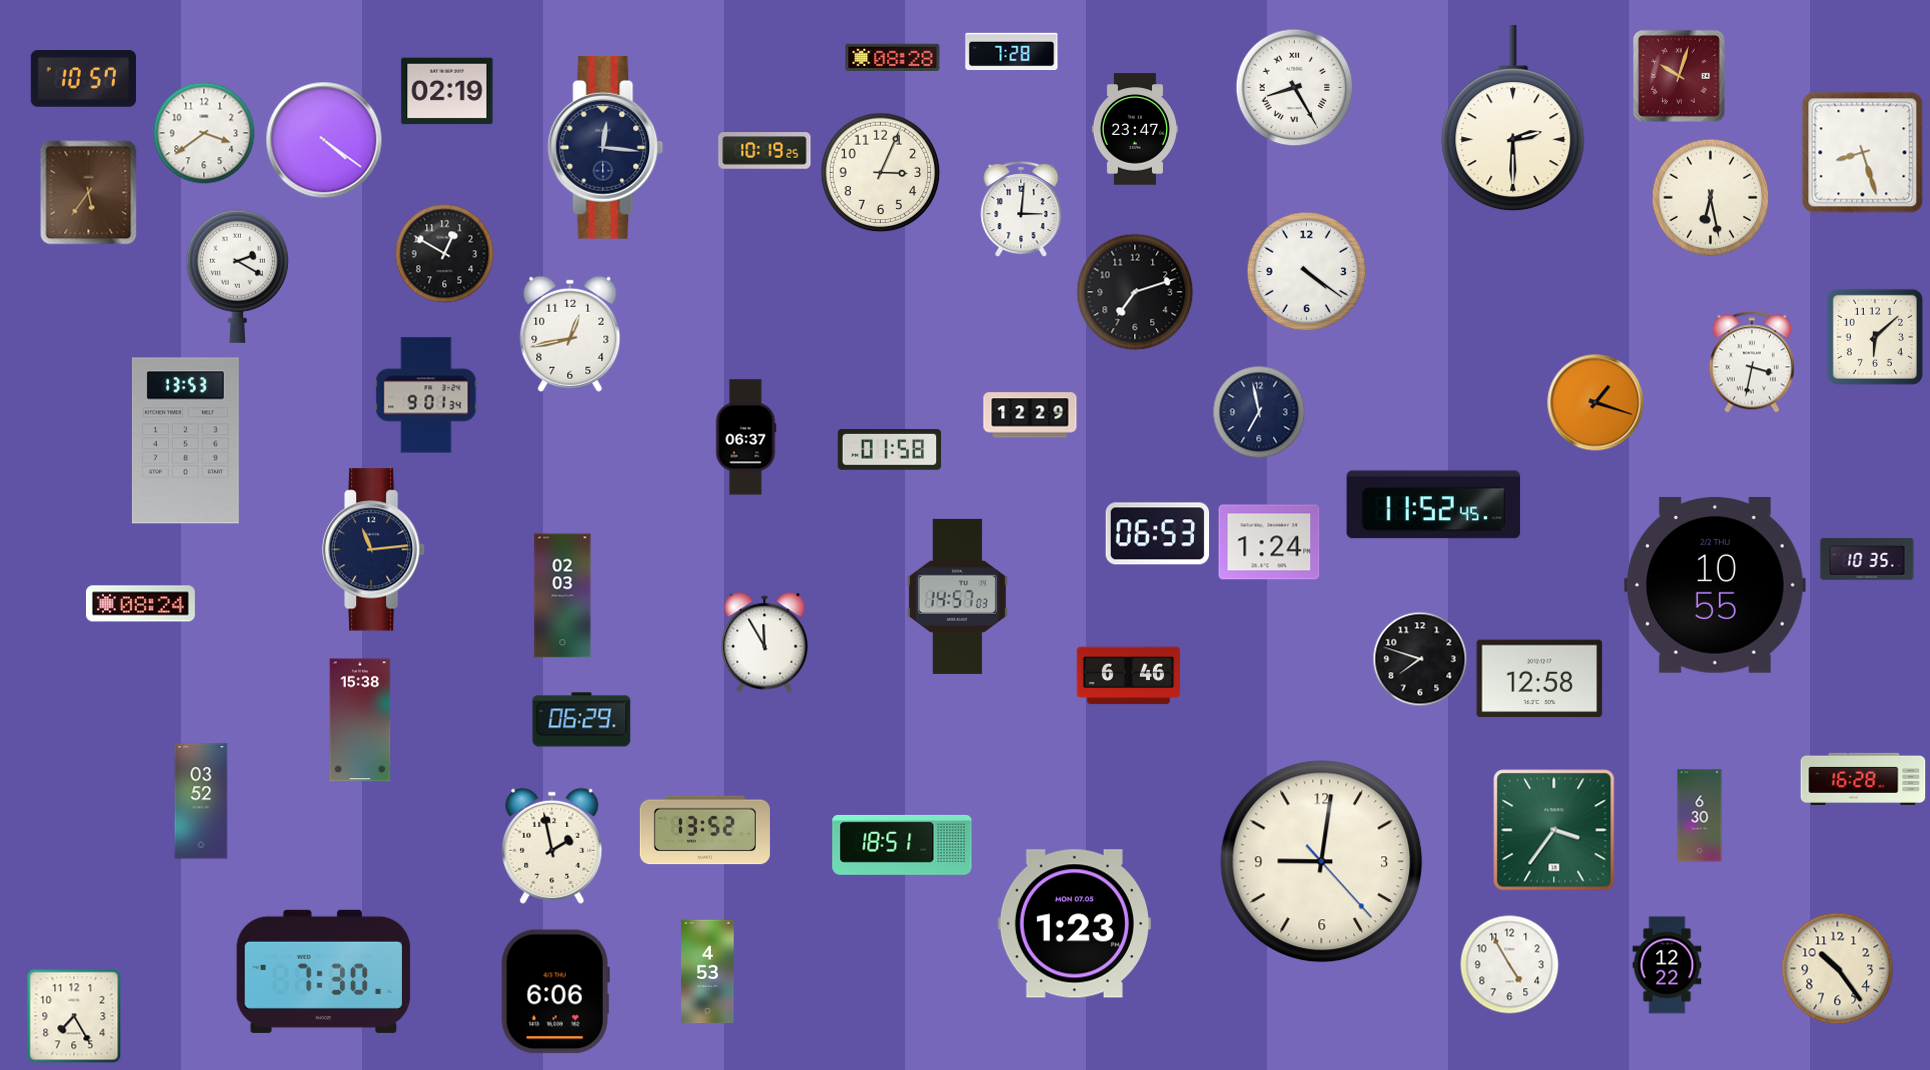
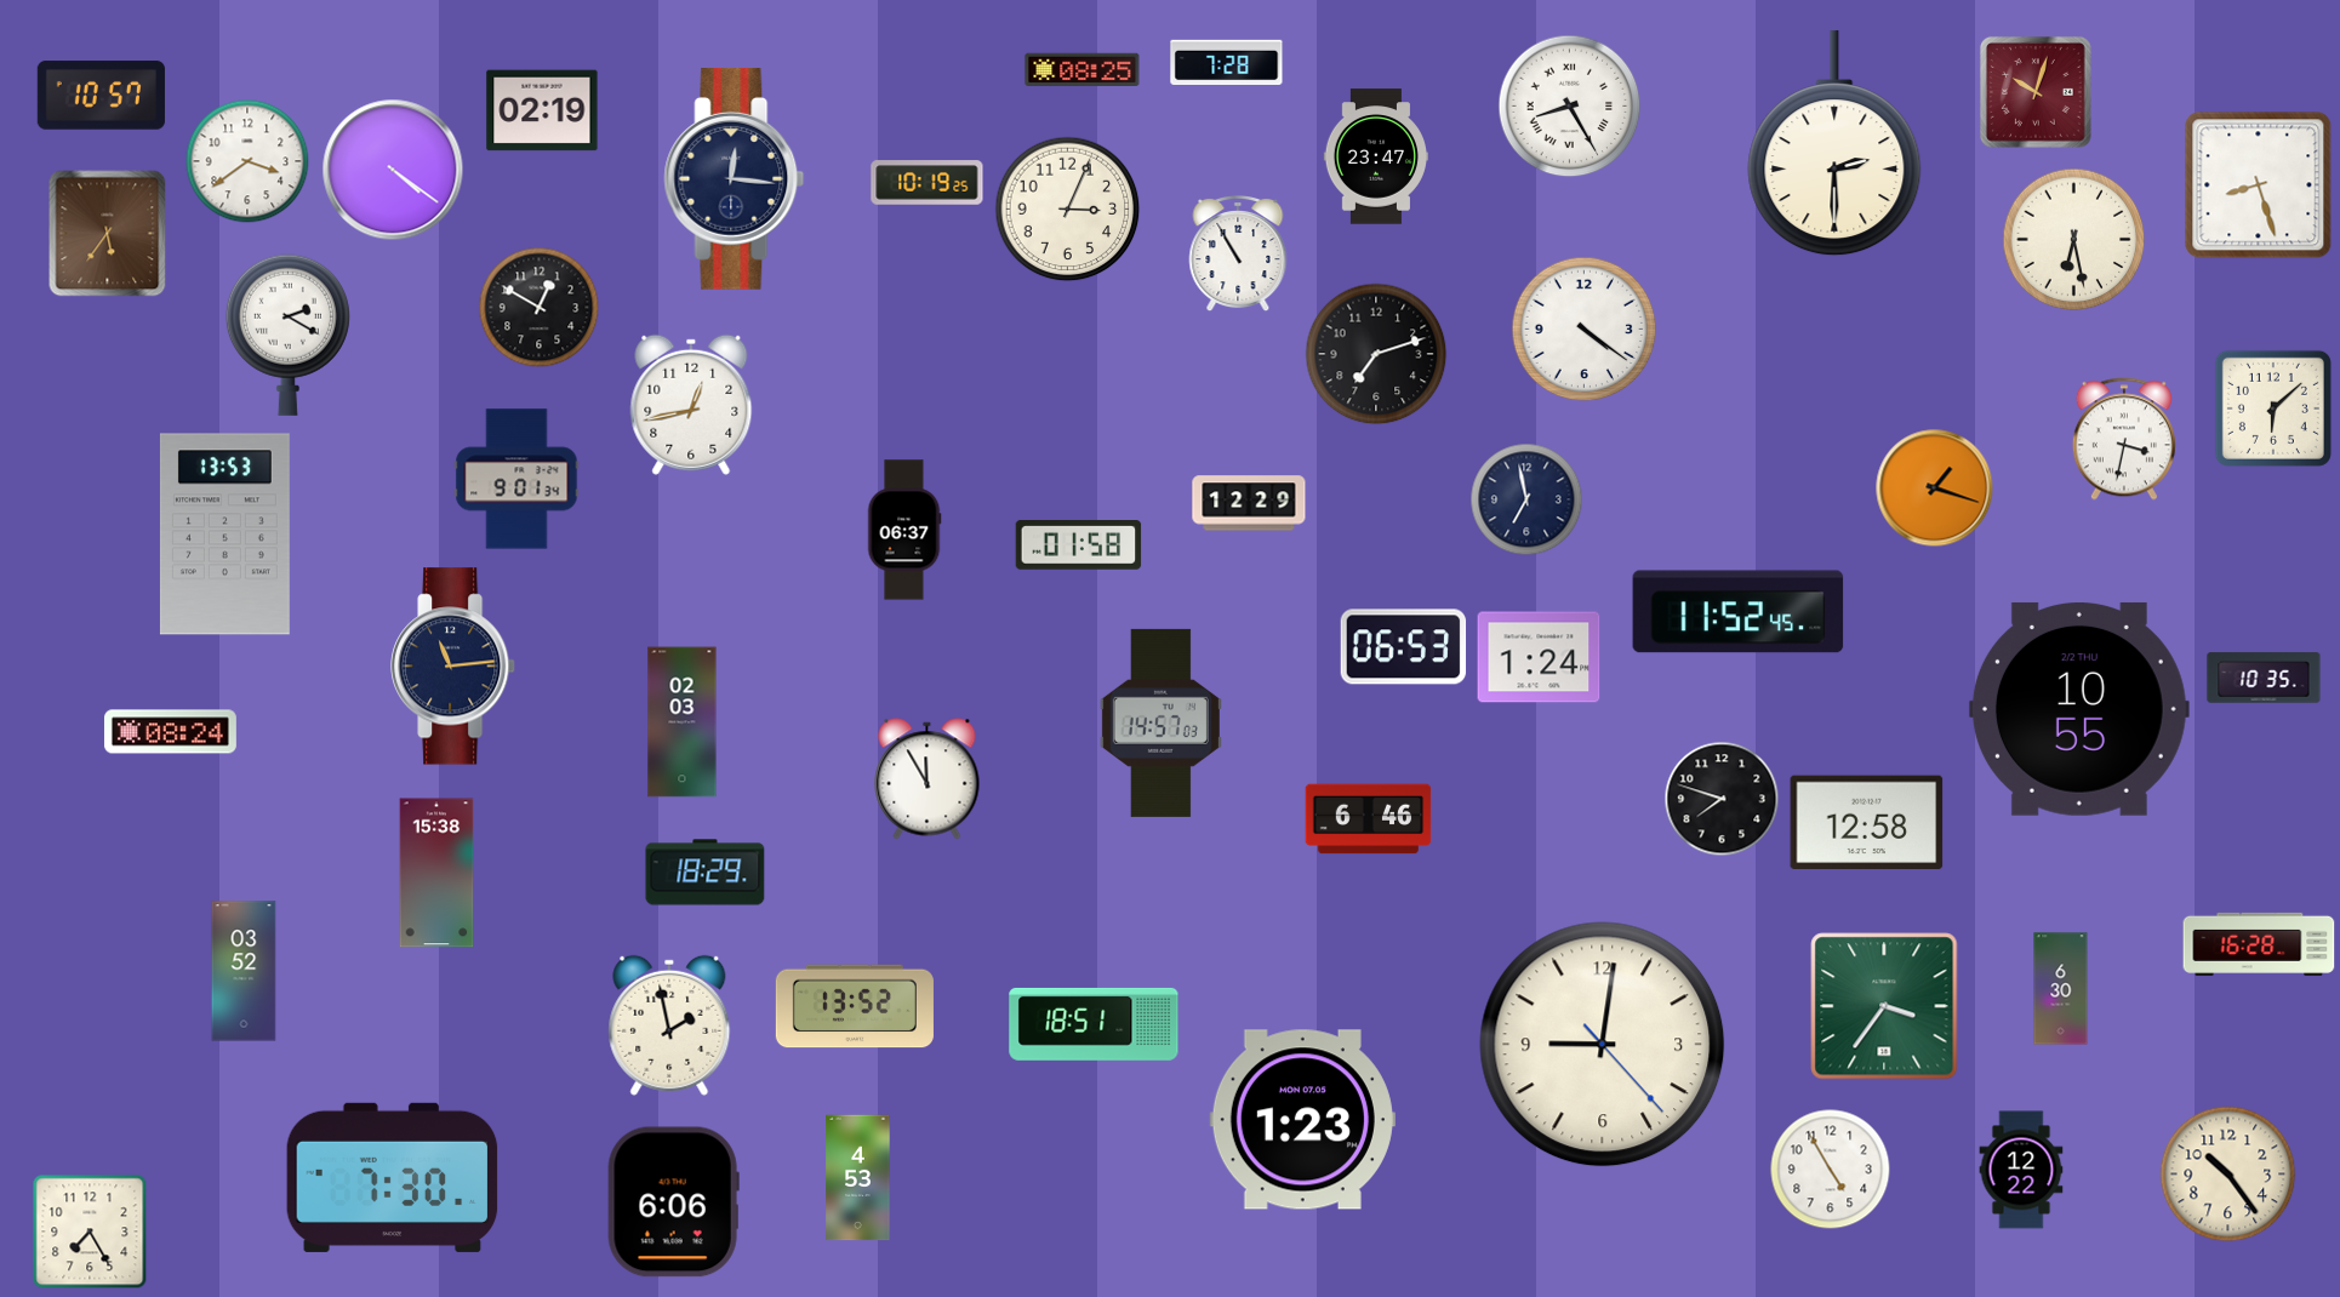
clock at (893, 58): 08:28 -> 08:25
clock at (1021, 210): 3:01 -> 10:55
clock at (582, 720): 06:29 -> 18:29
